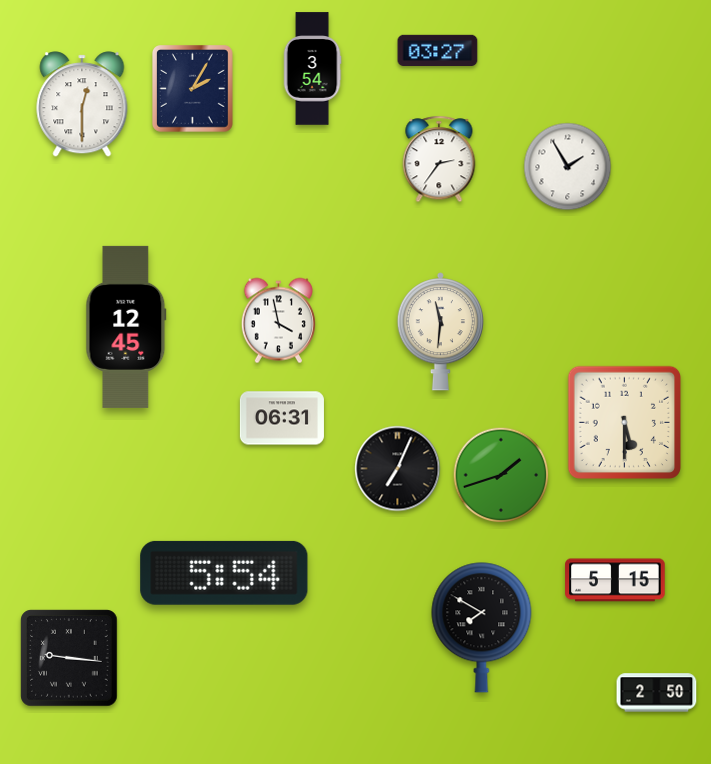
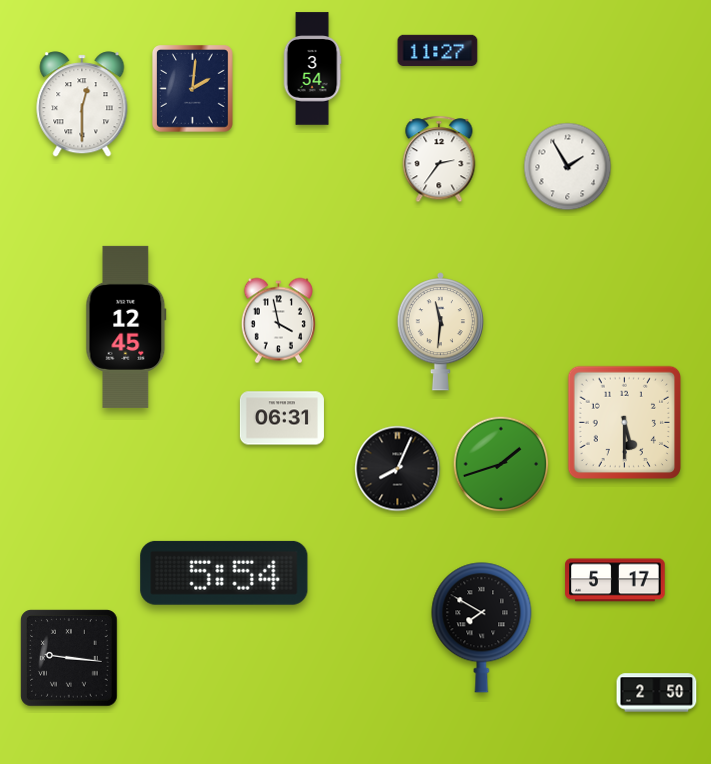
clock at (438, 50): 03:27 -> 11:27
clock at (193, 89): 2:05 -> 2:01
clock at (398, 469): 7:04 -> 8:04
clock at (501, 475) position: (501, 475) -> (501, 464)
clock at (615, 580): 5:15 -> 5:17
